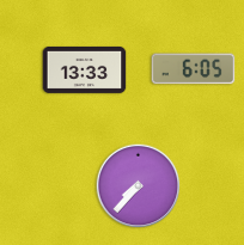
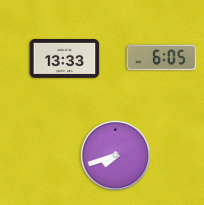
clock at (85, 69) position: (85, 69) -> (65, 58)
clock at (139, 186): 7:37 -> 7:42
